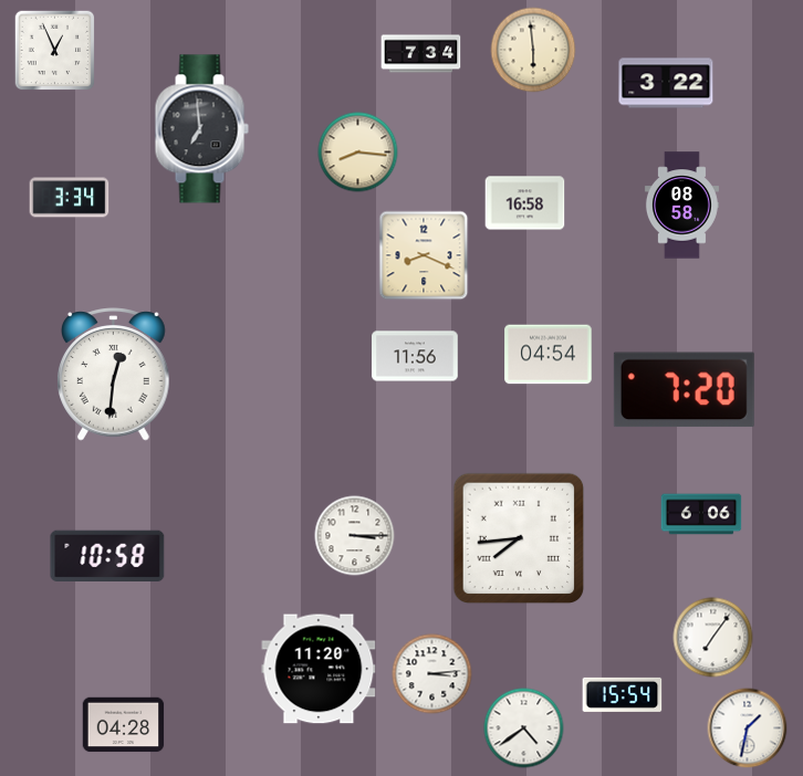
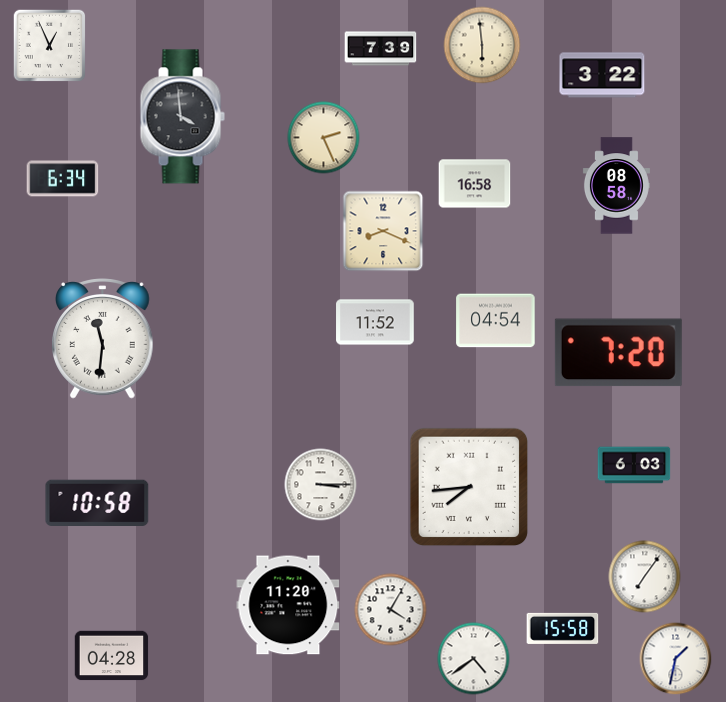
clock at (421, 54): 7:34 -> 7:39
clock at (201, 129): 6:59 -> 3:59
clock at (358, 153): 8:16 -> 2:26
clock at (70, 198): 3:34 -> 6:34
clock at (415, 356): 11:56 -> 11:52
clock at (114, 375): 12:31 -> 11:31
clock at (701, 514): 6:06 -> 6:03
clock at (432, 674): 3:14 -> 4:05
clock at (623, 694): 15:54 -> 15:58
